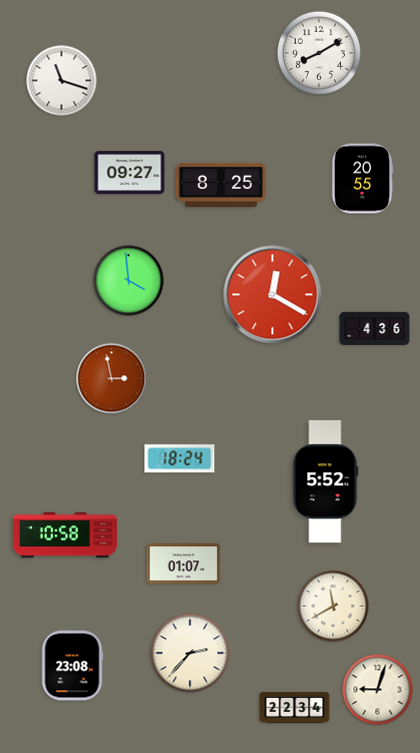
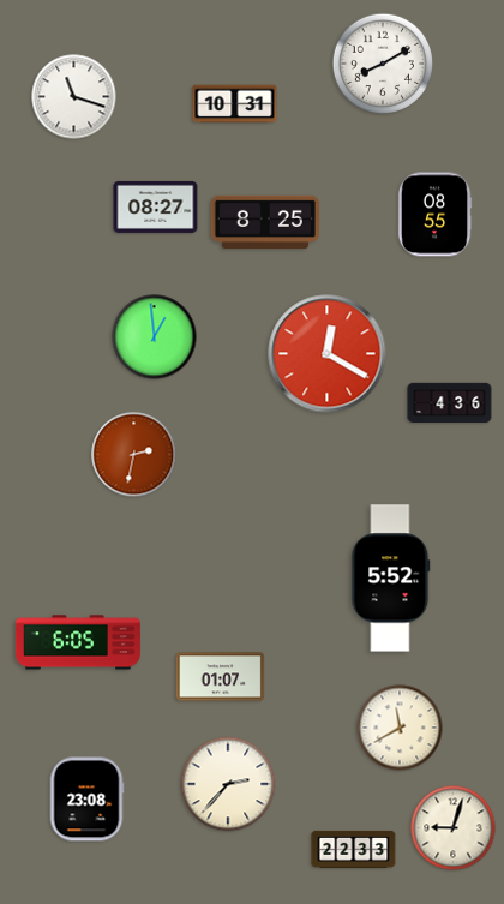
clock at (235, 104): none -> 10:31
clock at (130, 172): 09:27 -> 08:27
clock at (362, 179): 20:55 -> 08:55
clock at (129, 281): 3:59 -> 12:59
clock at (375, 329) position: (375, 329) -> (450, 403)
clock at (112, 379): 2:58 -> 2:32
clock at (180, 459): 18:24 -> none
clock at (65, 535): 10:58 -> 6:05
clock at (295, 707): 22:34 -> 22:33
